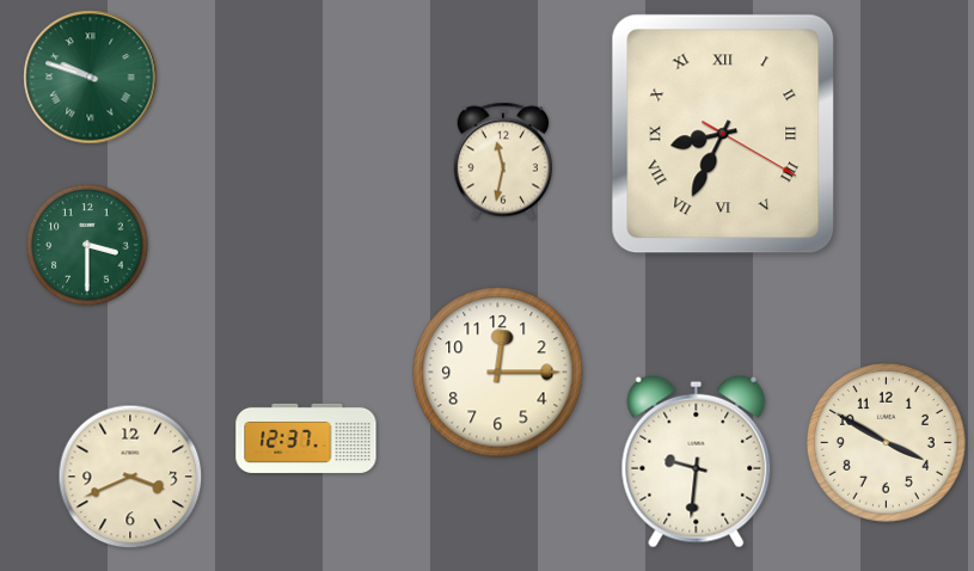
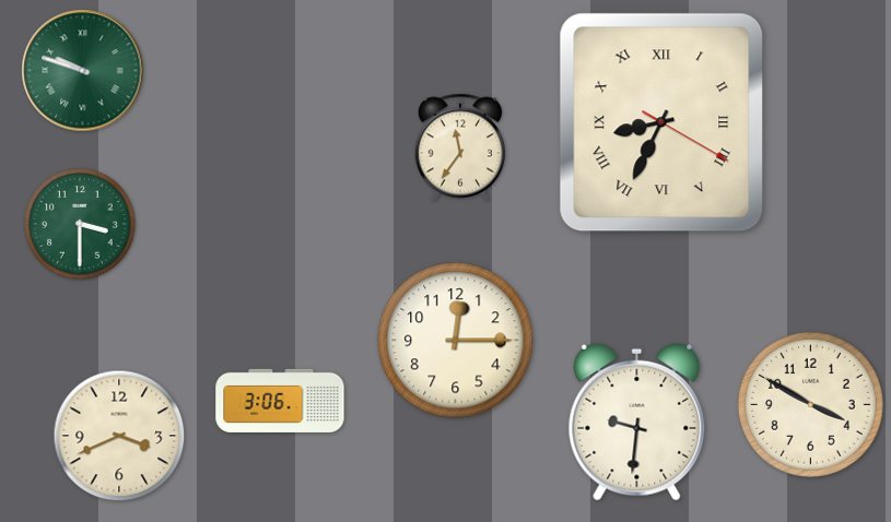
clock at (502, 161): 11:32 -> 11:36
clock at (306, 438): 12:37 -> 3:06
